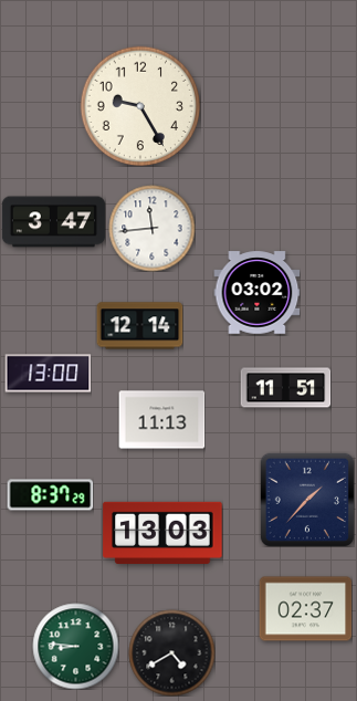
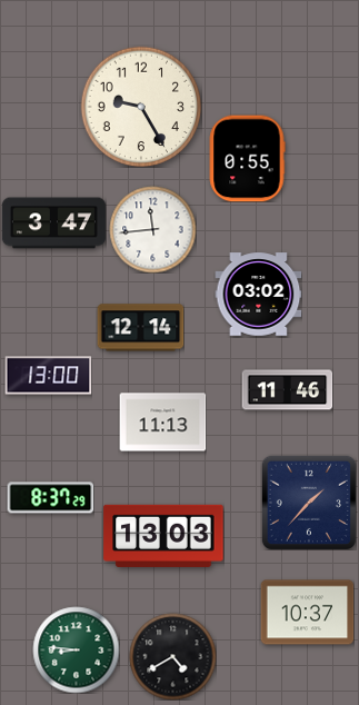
clock at (247, 158): none -> 0:55
clock at (285, 388): 11:51 -> 11:46
clock at (305, 609): 02:37 -> 10:37
